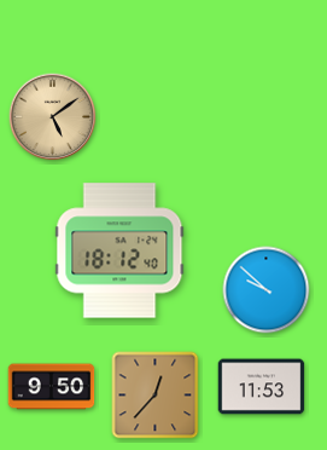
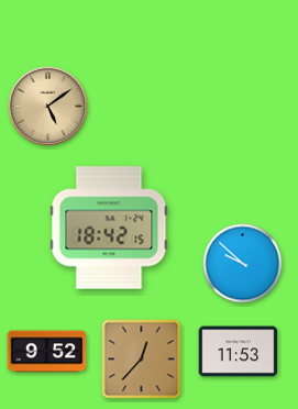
clock at (119, 250): 18:12 -> 18:42
clock at (52, 387): 9:50 -> 9:52
